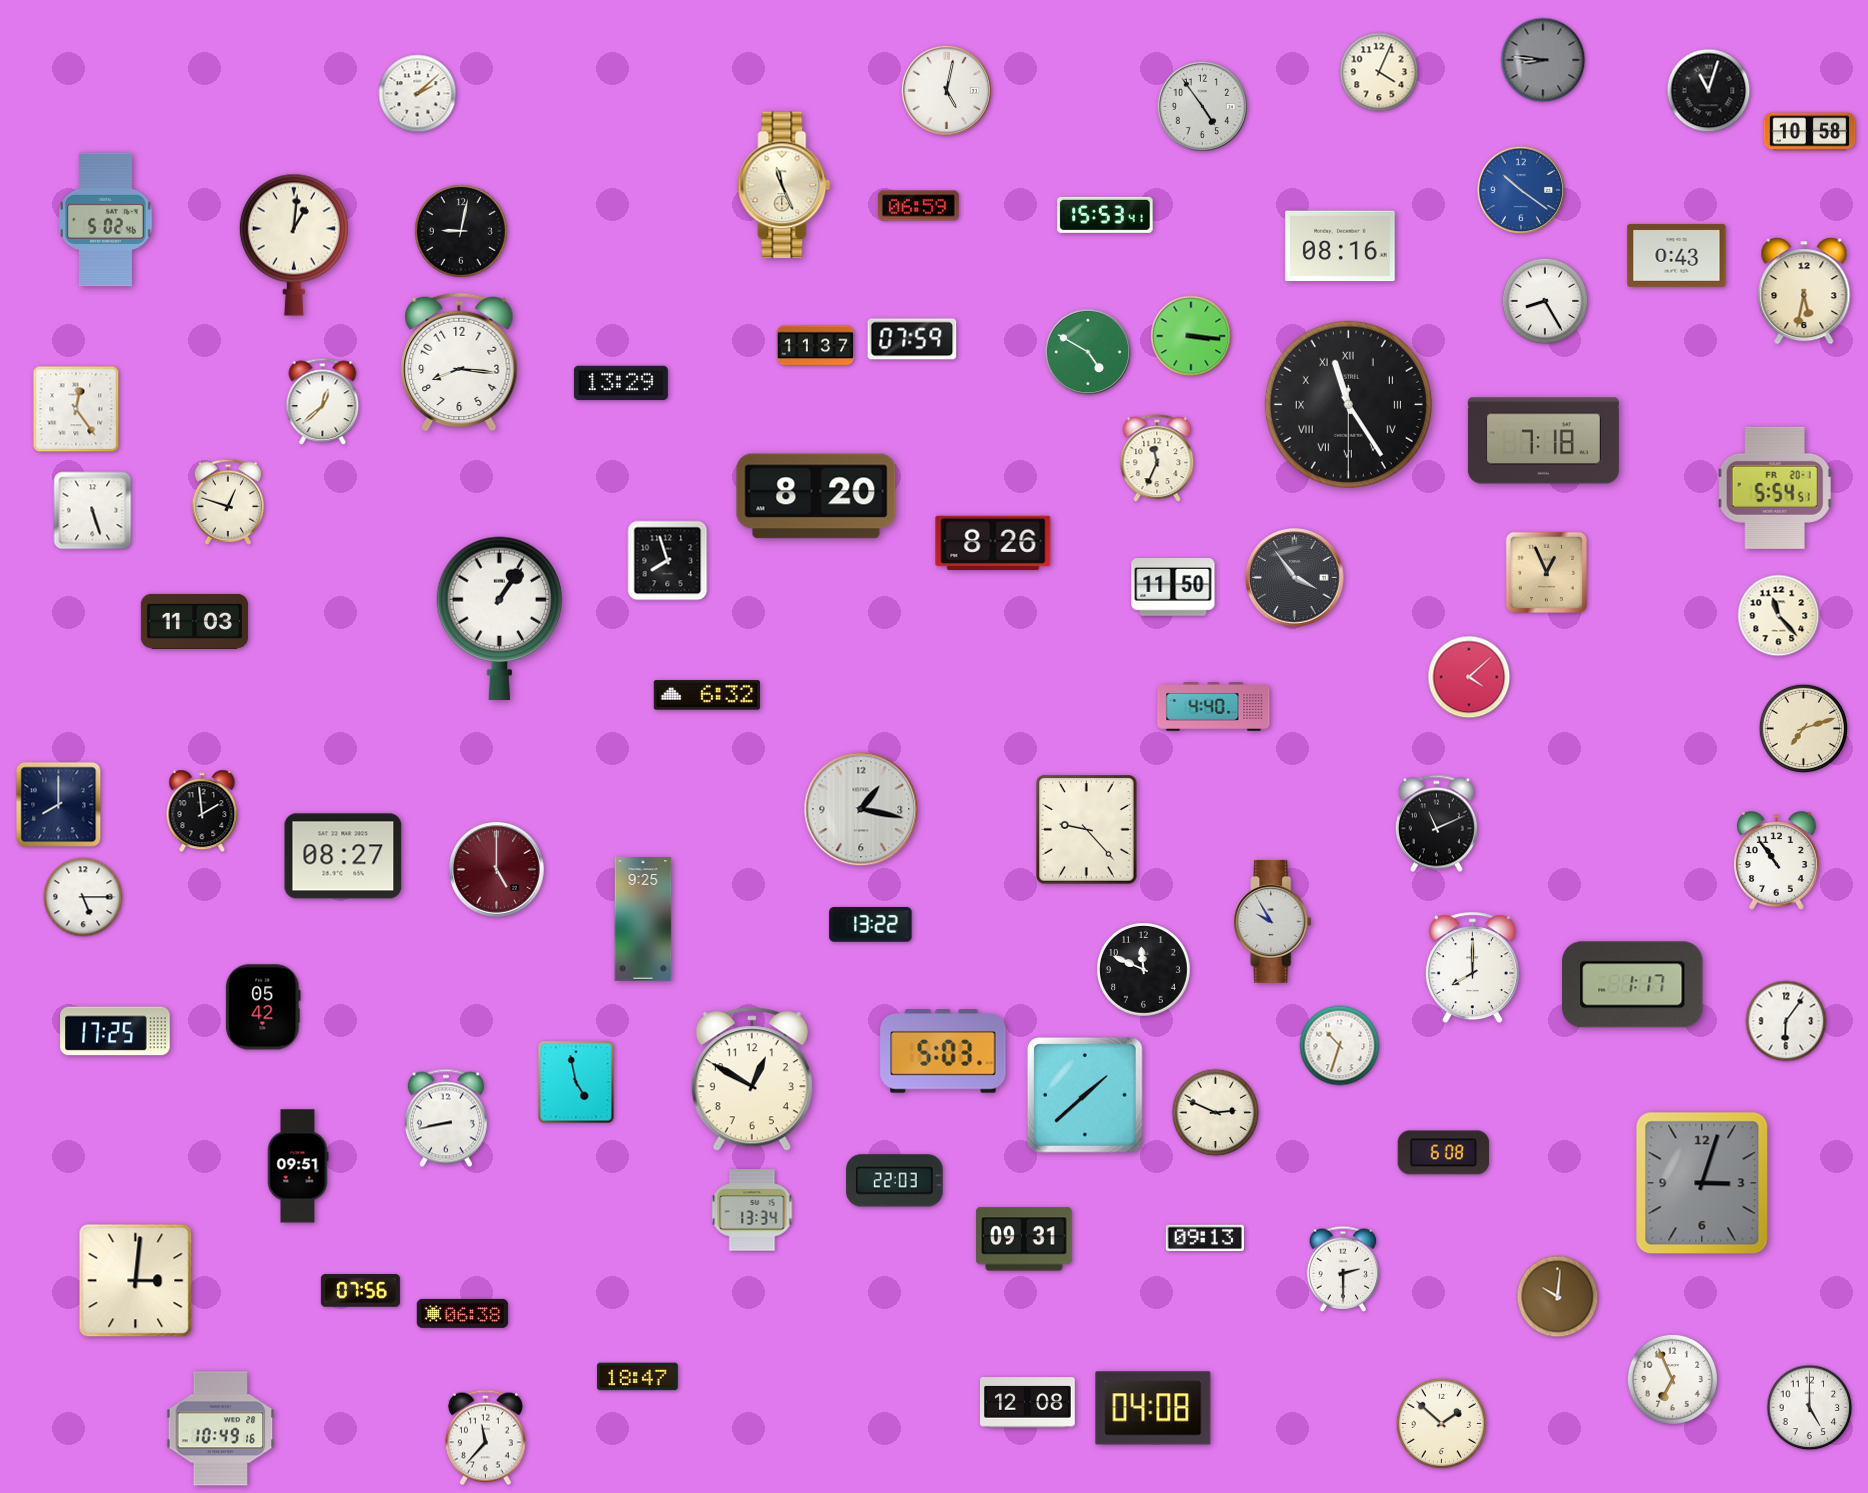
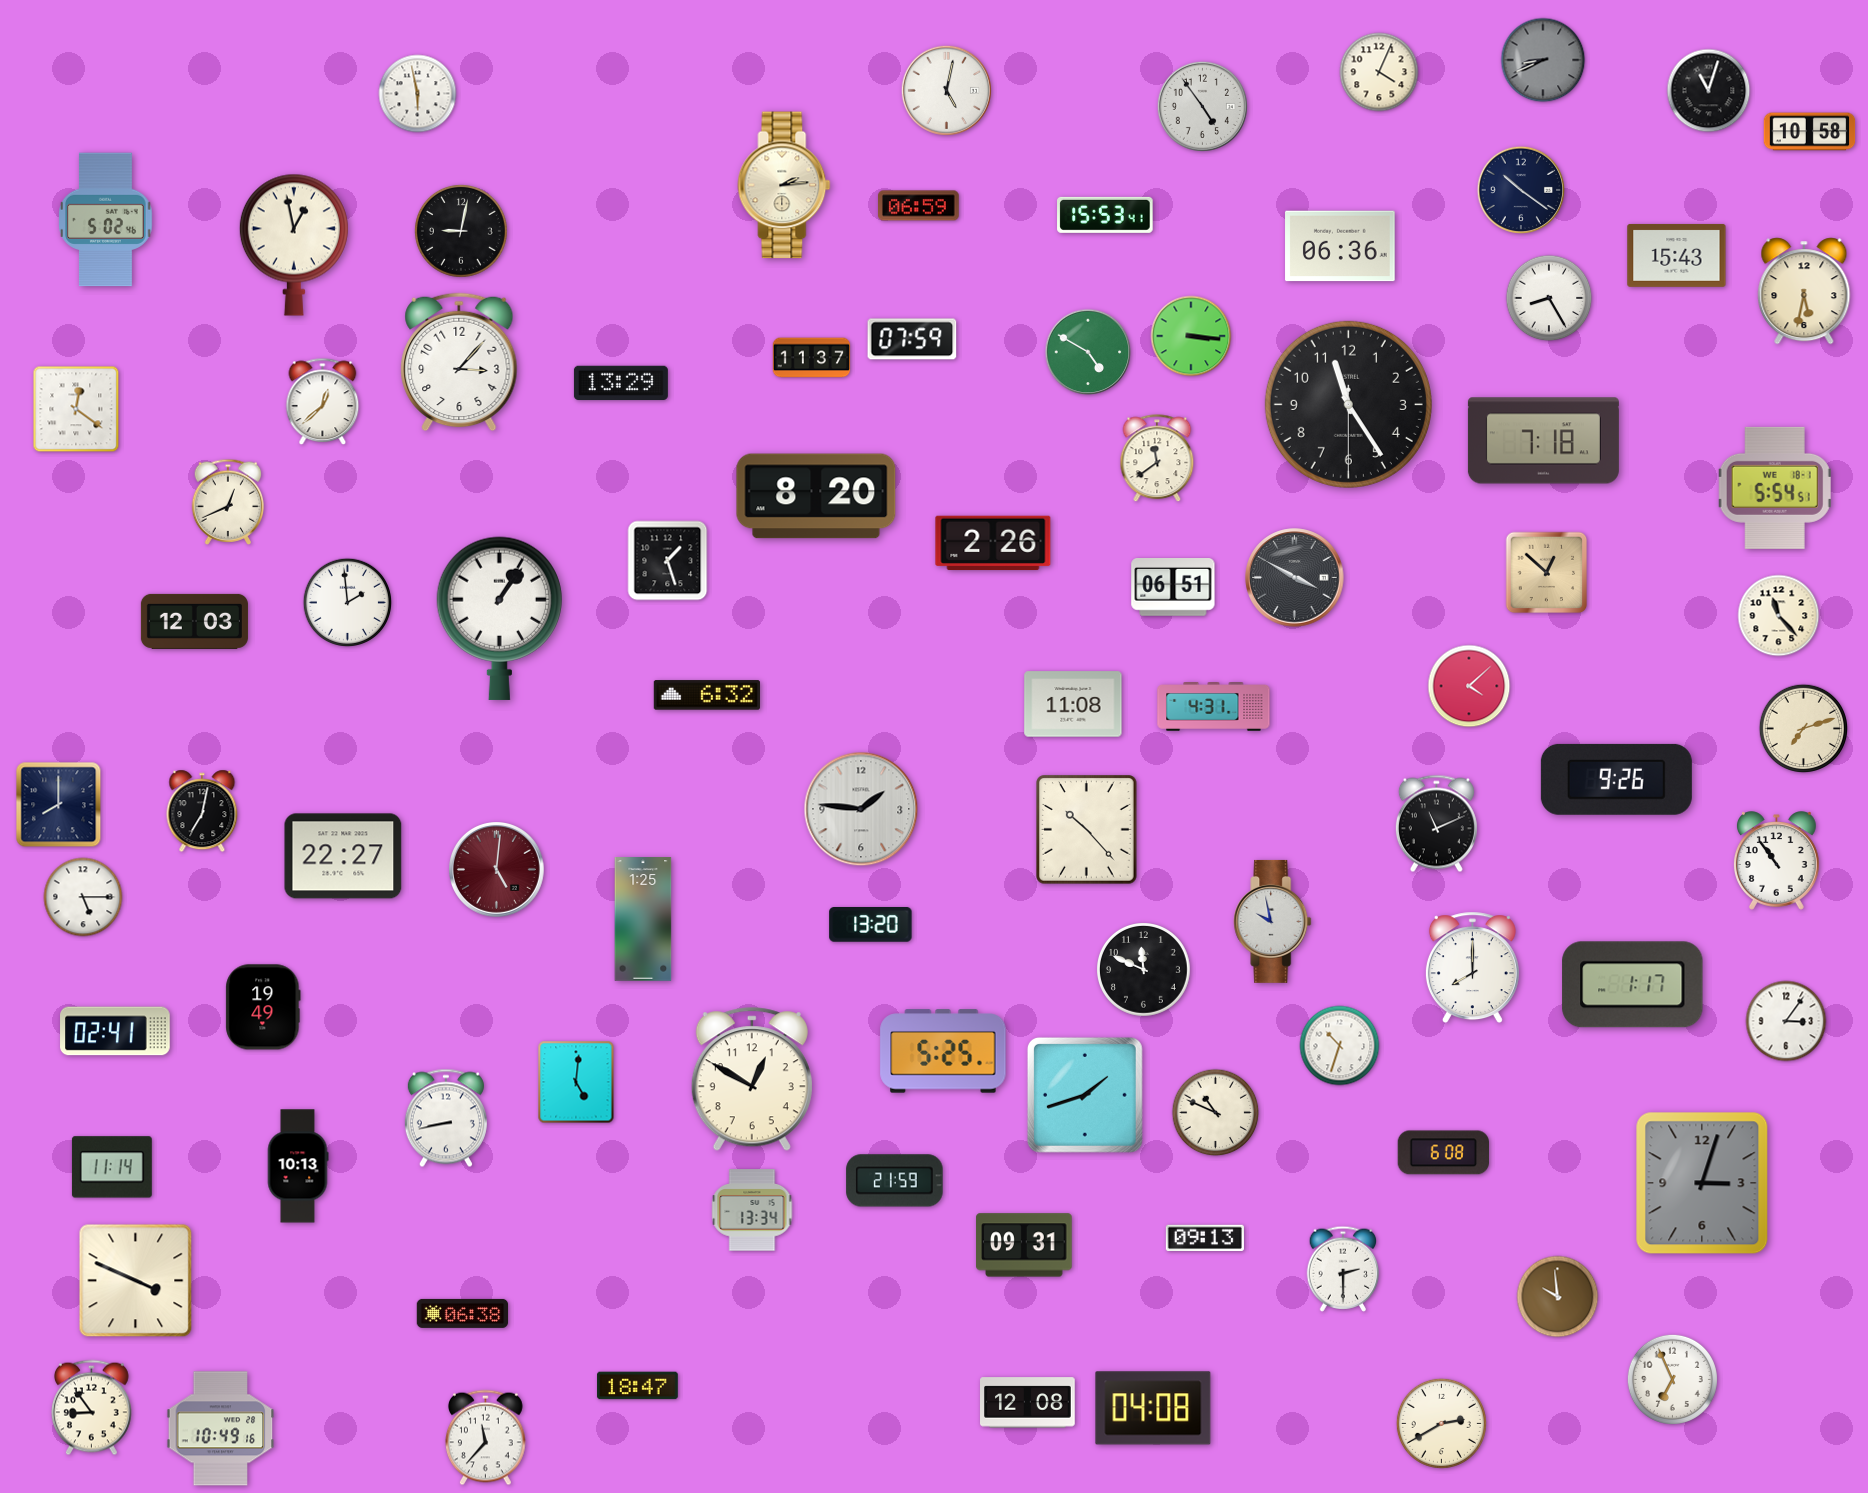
clock at (1543, 60): 8:46 -> 8:41
clock at (418, 94): 2:08 -> 5:58
clock at (784, 185): 11:26 -> 2:14
clock at (1521, 190) dial: blue -> navy
clock at (294, 245): 1:01 -> 12:58
clock at (1340, 246): 08:16 -> 06:36
clock at (1677, 255): 0:43 -> 15:43
clock at (1545, 301) position: (1545, 301) -> (1549, 298)
clock at (816, 346) position: (816, 346) -> (812, 358)
clock at (459, 362): 8:16 -> 3:07
clock at (1348, 404) numerals: Roman -> Arabic
clock at (76, 409): 12:24 -> 12:21
clock at (1157, 459): 11:34 -> 11:39
clock at (1775, 488) date: FR 20-1 -> WE 18-1
clock at (228, 502): 12:48 -> 12:41
clock at (93, 511): 5:27 -> none
clock at (993, 543): 8:26 -> 2:26
clock at (668, 561): 7:57 -> 1:27
clock at (1547, 573): 12:56 -> 12:52
clock at (1295, 578): 3:54 -> 3:50
clock at (1173, 588): 11:50 -> 06:51
clock at (348, 603): none -> 1:59
clock at (194, 621): 11:03 -> 12:03
clock at (1469, 677) position: (1469, 677) -> (1469, 686)
clock at (1073, 704): none -> 11:08
clock at (1214, 707): 4:40 -> 4:31
clock at (1616, 779): none -> 9:26
clock at (861, 809): 1:17 -> 1:46
clock at (202, 811): 1:59 -> 7:02
clock at (1087, 830): 9:23 -> 10:23
clock at (343, 856): 08:27 -> 22:27
clock at (497, 870): 5:00 -> 5:01
clock at (643, 919): 9:25 -> 1:25
clock at (1273, 921): 9:55 -> 9:58
clock at (871, 925): 13:22 -> 13:20
clock at (263, 1007): 05:42 -> 19:49
clock at (1786, 1021): 6:06 -> 3:06
clock at (115, 1031): 17:25 -> 02:41
clock at (943, 1051): 5:03 -> 5:25
clock at (576, 1082): 4:58 -> 5:01
clock at (1085, 1095): 1:38 -> 1:42
clock at (1216, 1113): 2:49 -> 10:49
clock at (298, 1166): 09:51 -> 10:13
clock at (112, 1167): none -> 11:14
clock at (895, 1181): 22:03 -> 21:59
clock at (1024, 1239) position: (1024, 1239) -> (1024, 1245)
clock at (136, 1281): 3:01 -> 3:49
clock at (360, 1291): 07:56 -> none
clock at (1558, 1297): 10:01 -> 9:59
clock at (638, 1377) position: (638, 1377) -> (638, 1386)
clock at (91, 1408): none -> 8:54
clock at (1810, 1408): 5:00 -> none
clock at (1441, 1423): 1:52 -> 2:40
